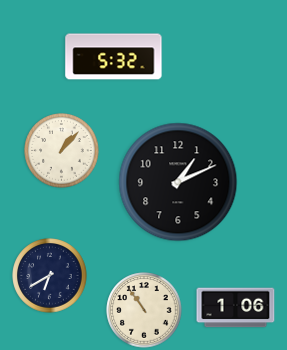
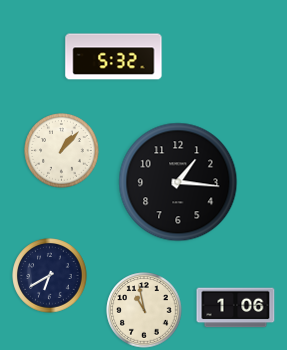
clock at (178, 182): 1:11 -> 1:16
clock at (144, 310): 10:54 -> 10:58
